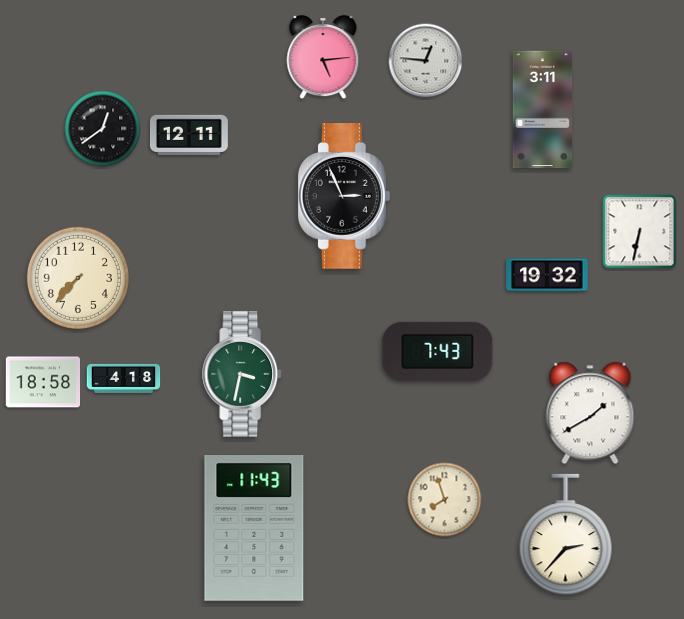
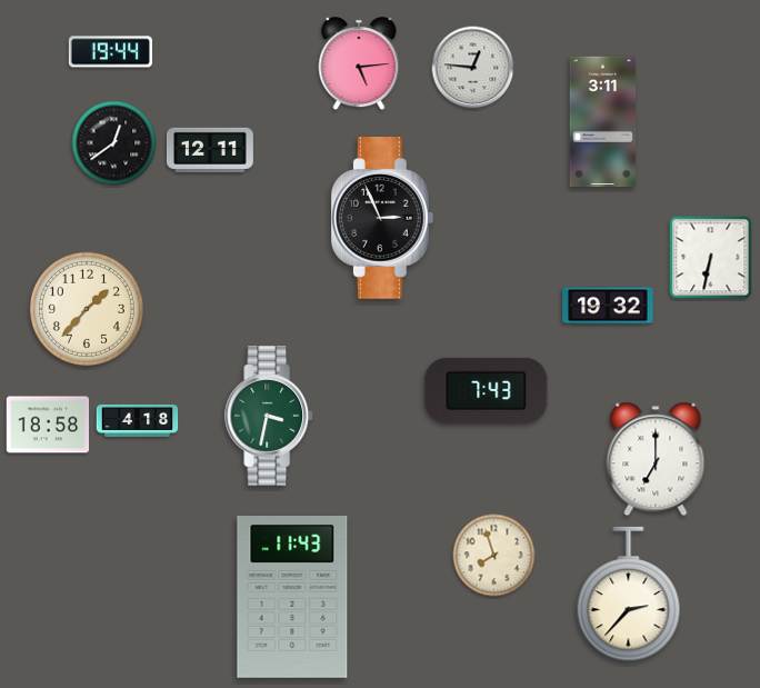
clock at (110, 52): none -> 19:44
clock at (78, 278): 7:37 -> 1:37
clock at (590, 413): 1:40 -> 7:00
clock at (254, 529) position: (254, 529) -> (292, 598)
